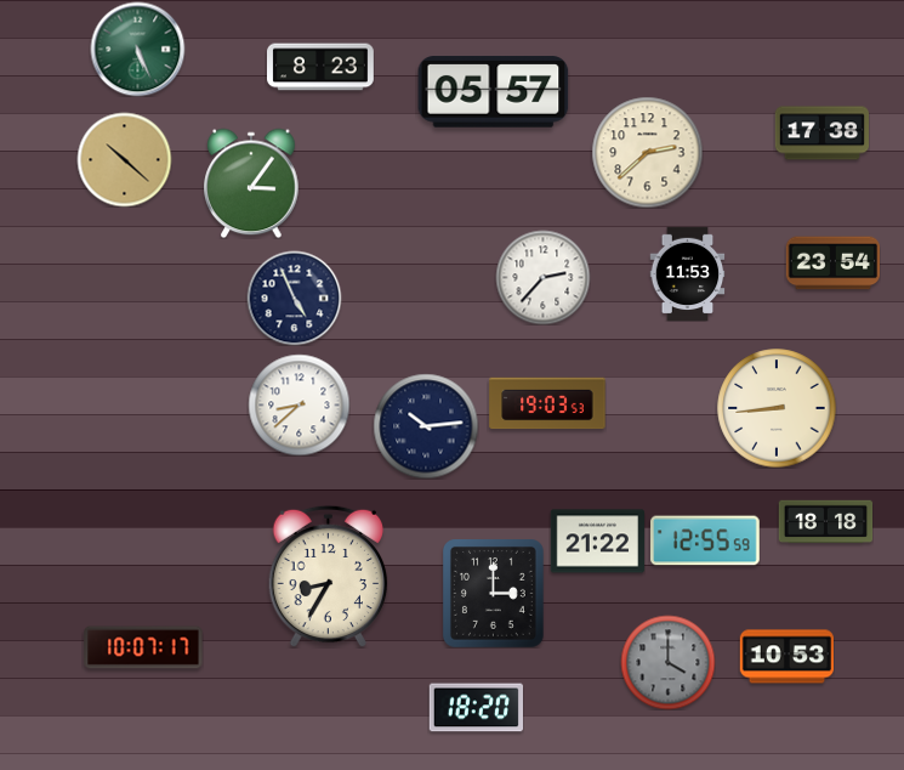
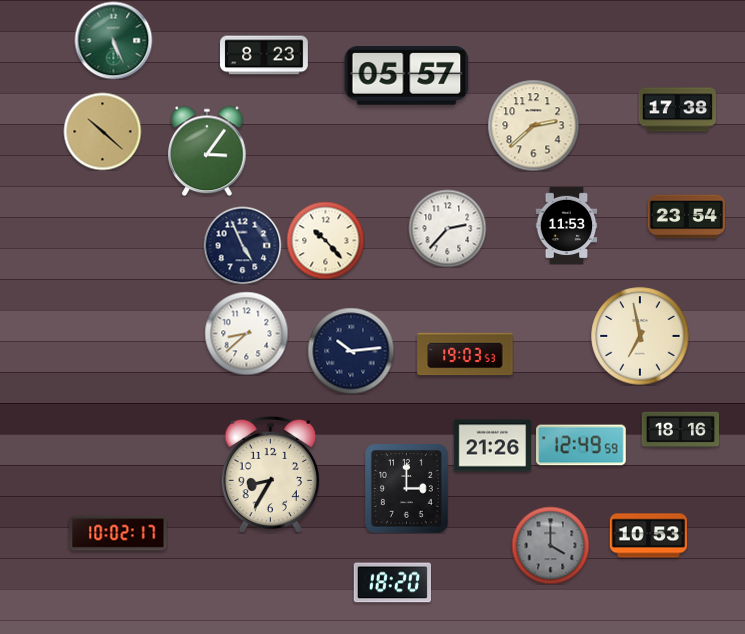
clock at (325, 240): none -> 10:23
clock at (547, 403) position: (547, 403) -> (465, 354)
clock at (777, 408): 8:44 -> 6:58
clock at (825, 522): 18:18 -> 18:16
clock at (705, 540): 12:55 -> 12:49
clock at (597, 542): 21:22 -> 21:26
clock at (143, 647): 10:07 -> 10:02
clock at (786, 657) position: (786, 657) -> (648, 536)
